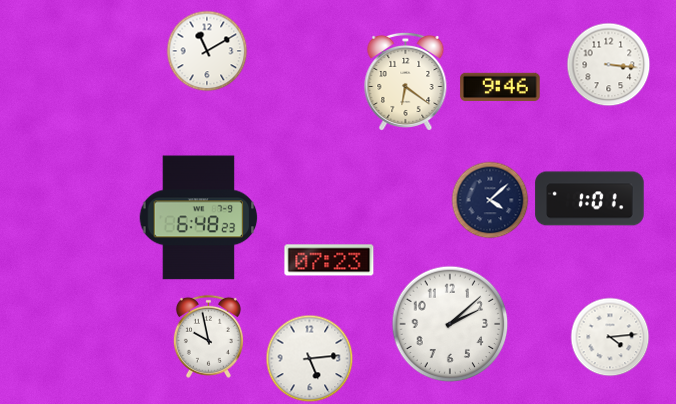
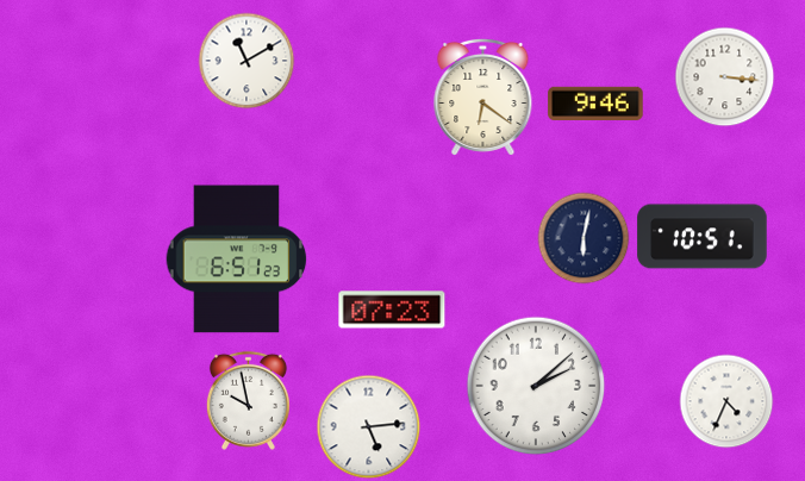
clock at (590, 199): 1:01 -> 10:51
clock at (490, 200): 4:08 -> 6:02
clock at (199, 218): 6:48 -> 6:51
clock at (610, 337): 4:14 -> 4:34
